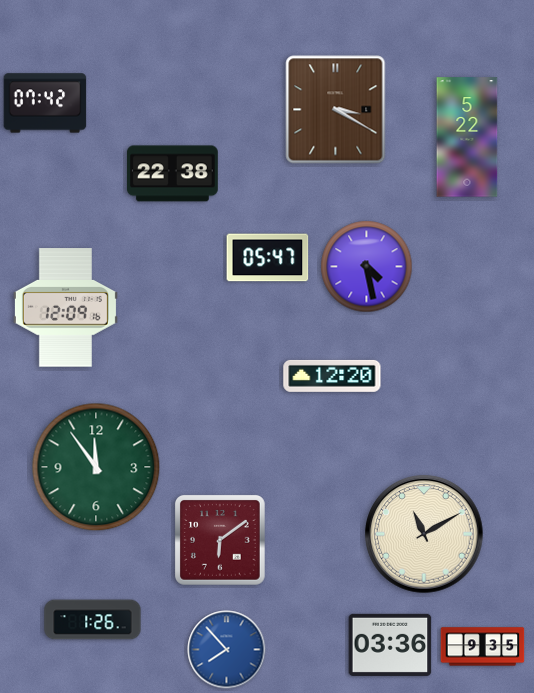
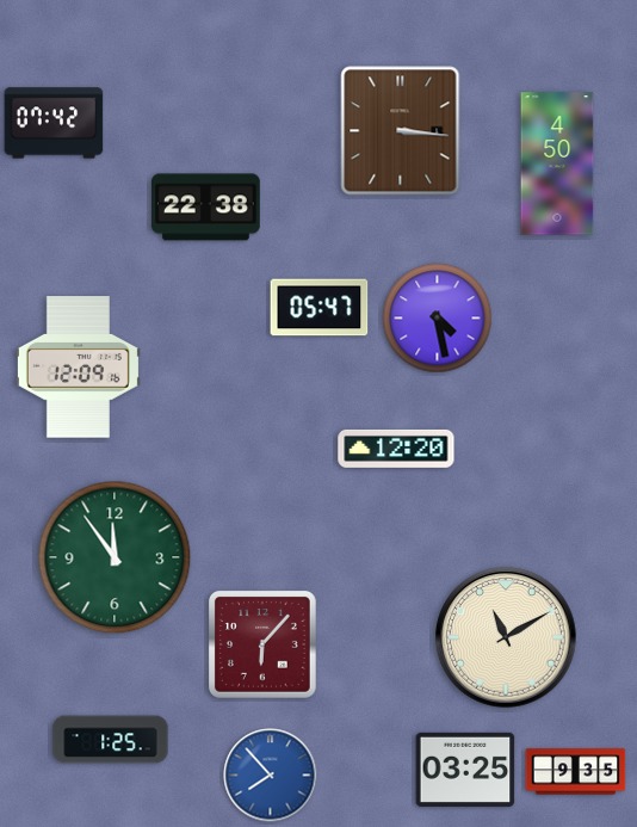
clock at (336, 110): 3:20 -> 3:16
clock at (467, 137): 5:22 -> 4:50
clock at (221, 541): 6:09 -> 6:07
clock at (93, 620): 1:26 -> 1:25
clock at (390, 645): 03:36 -> 03:25
